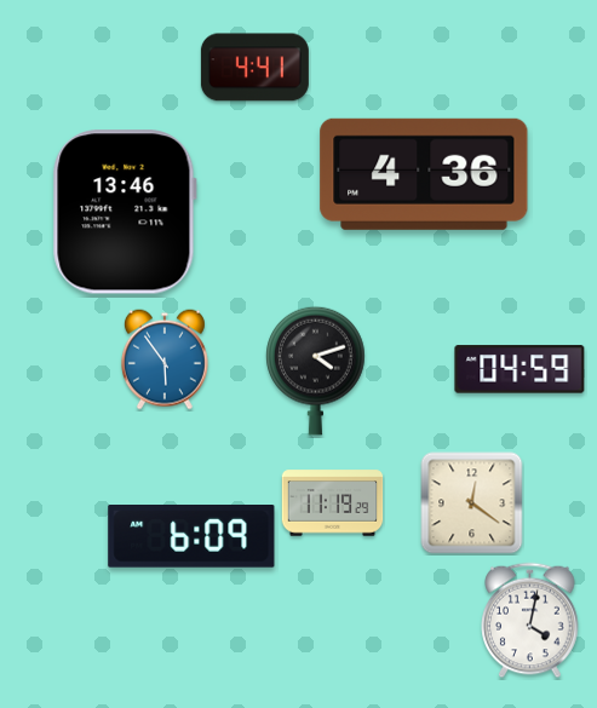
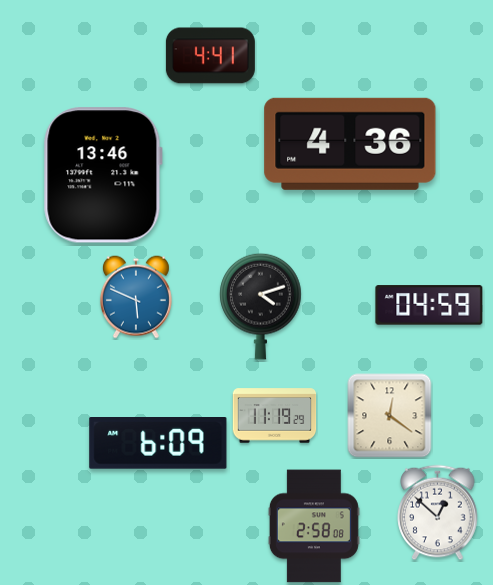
clock at (165, 359): 5:54 -> 5:49
clock at (530, 621): 4:02 -> 12:52
clock at (314, 526): none -> 2:58
